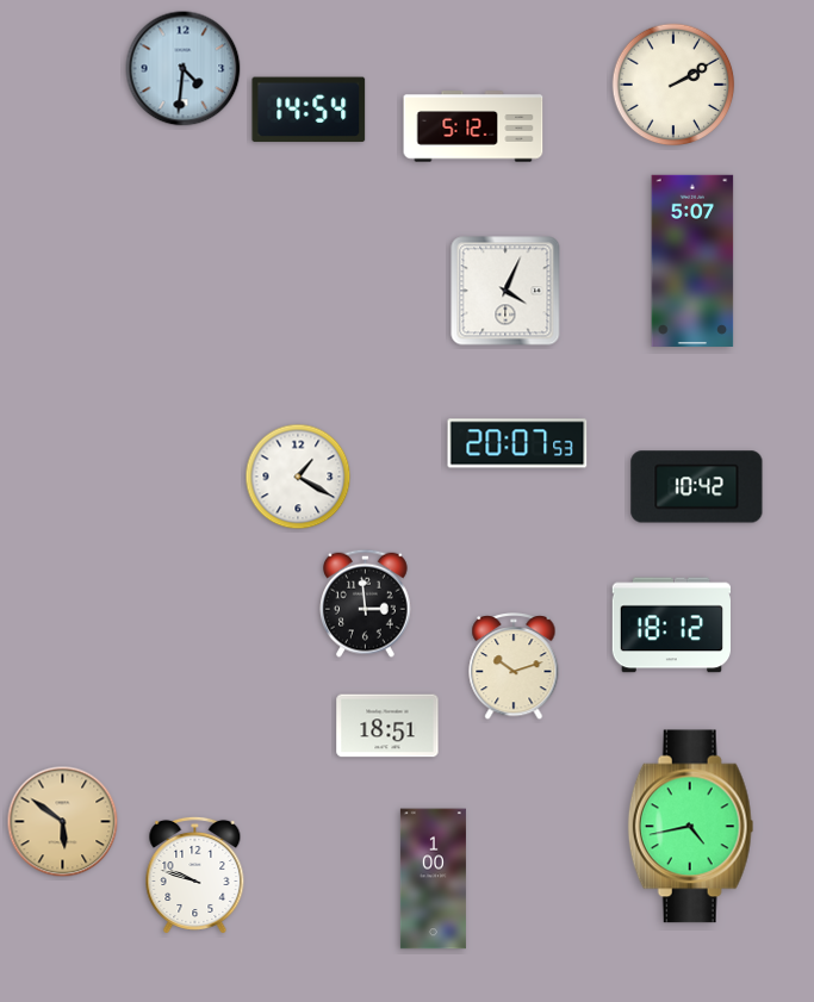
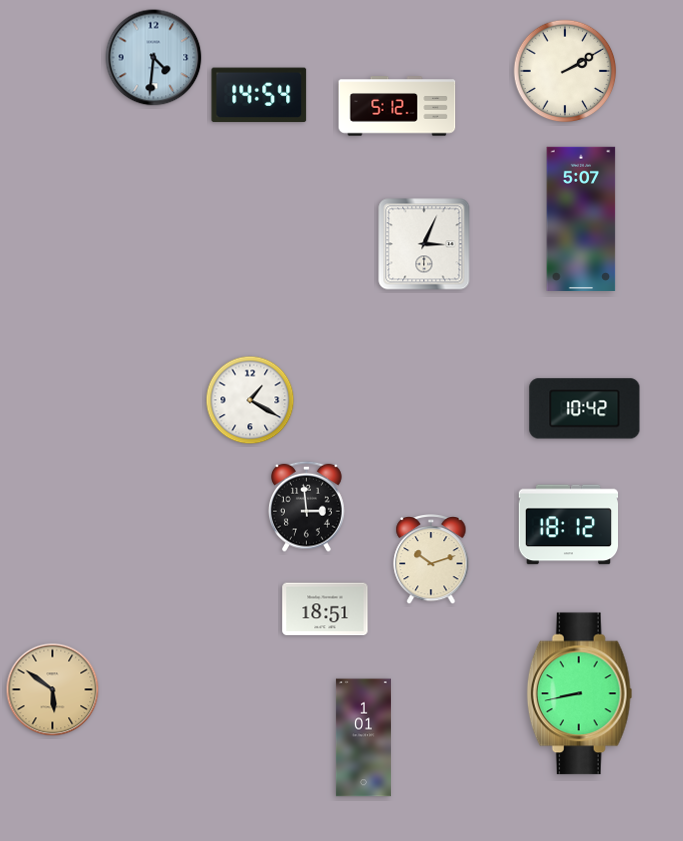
clock at (309, 110) position: (309, 110) -> (259, 95)
clock at (505, 291): 4:04 -> 3:04
clock at (517, 443): 20:07 -> none
clock at (671, 626) position: (671, 626) -> (568, 525)
clock at (691, 827): 4:43 -> 8:43
clock at (195, 875): 9:48 -> none
clock at (433, 879): 1:00 -> 1:01
